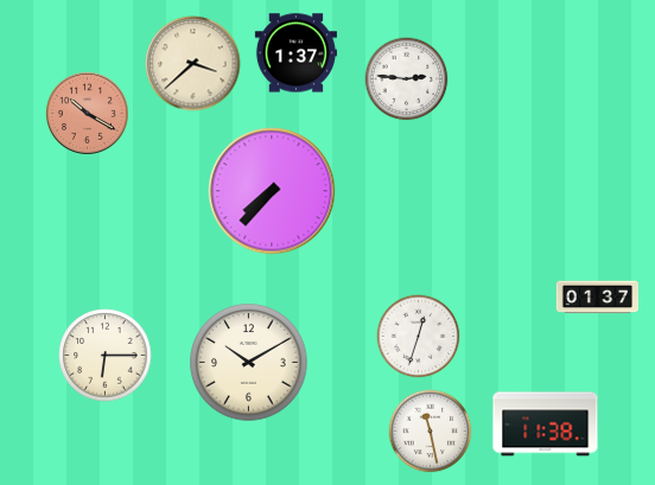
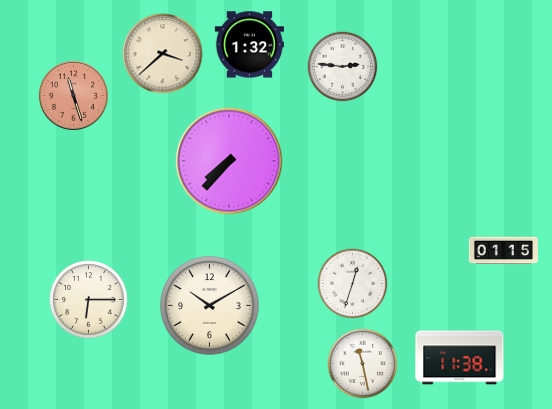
clock at (295, 53): 1:37 -> 1:32
clock at (87, 113): 10:20 -> 11:27
clock at (597, 298): 01:37 -> 01:15
